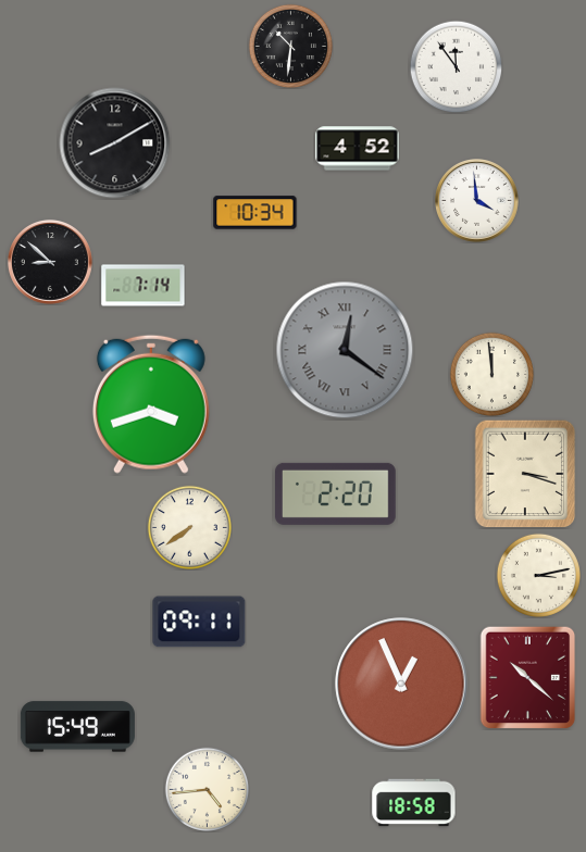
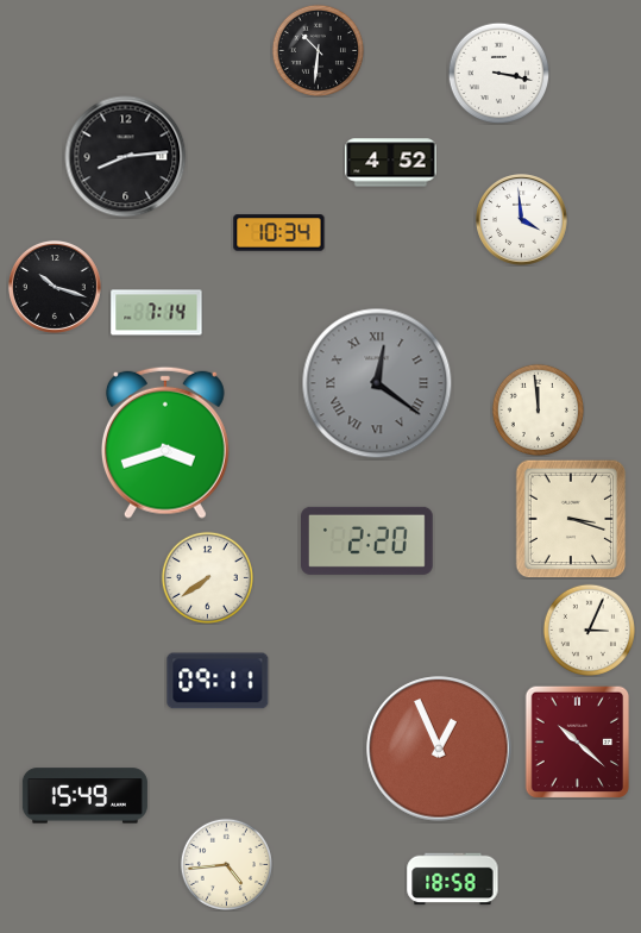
clock at (456, 66): 11:54 -> 3:17
clock at (115, 143): 8:10 -> 8:14
clock at (50, 262): 8:52 -> 10:18
clock at (525, 474) position: (525, 474) -> (571, 519)
clock at (538, 575): 3:13 -> 3:04
